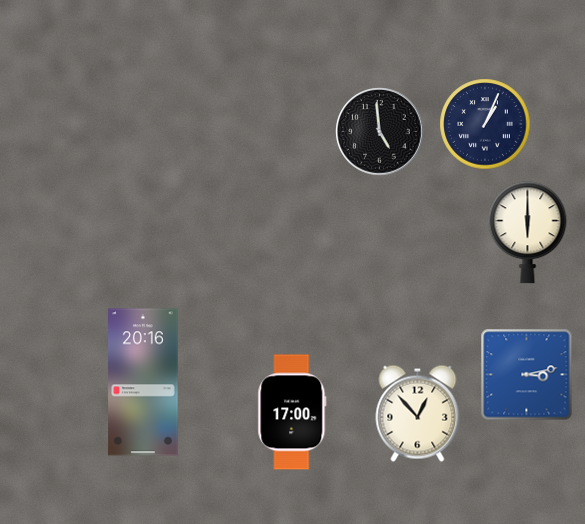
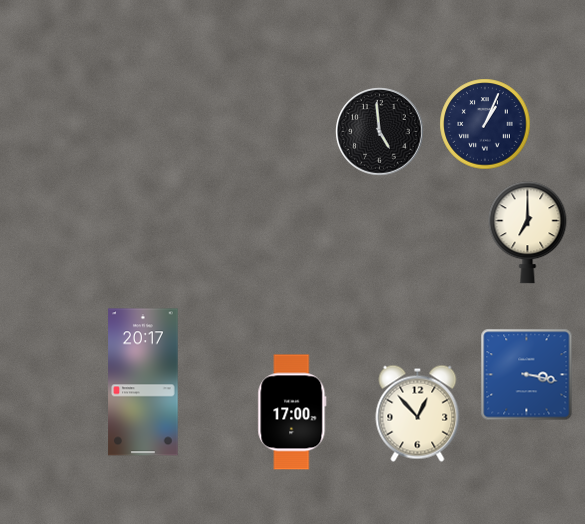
clock at (528, 233): 6:00 -> 7:00
clock at (527, 375): 3:13 -> 3:17
clock at (143, 382): 20:16 -> 20:17
